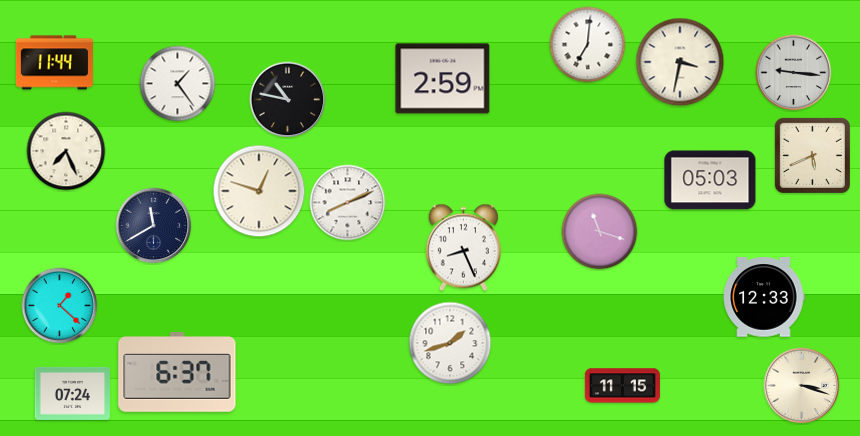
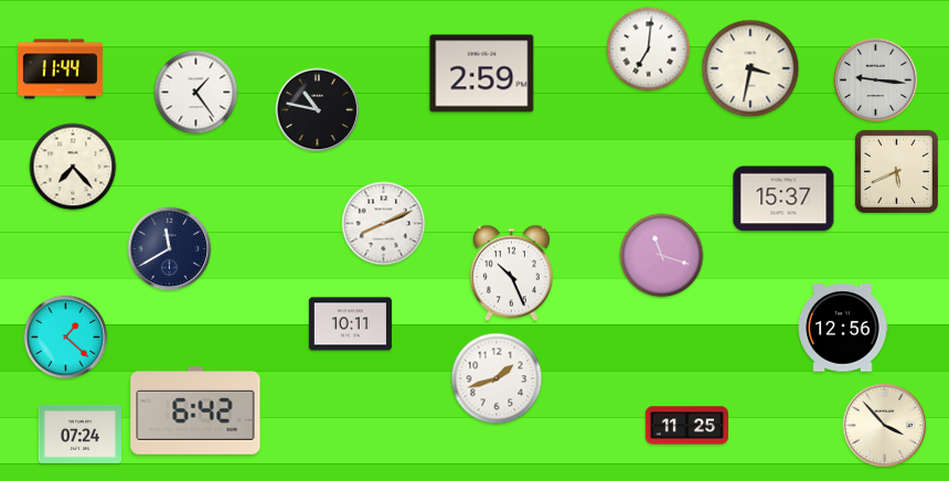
clock at (443, 79) position: (443, 79) -> (482, 74)
clock at (66, 151): 7:26 -> 7:23
clock at (710, 180): 05:03 -> 15:37
clock at (259, 191): 12:48 -> none
clock at (463, 248): 8:26 -> 10:26
clock at (350, 324): none -> 10:11
clock at (764, 297): 12:33 -> 12:56
clock at (177, 372): 6:37 -> 6:42
clock at (622, 386): 11:15 -> 11:25
clock at (802, 386): 3:18 -> 3:53
